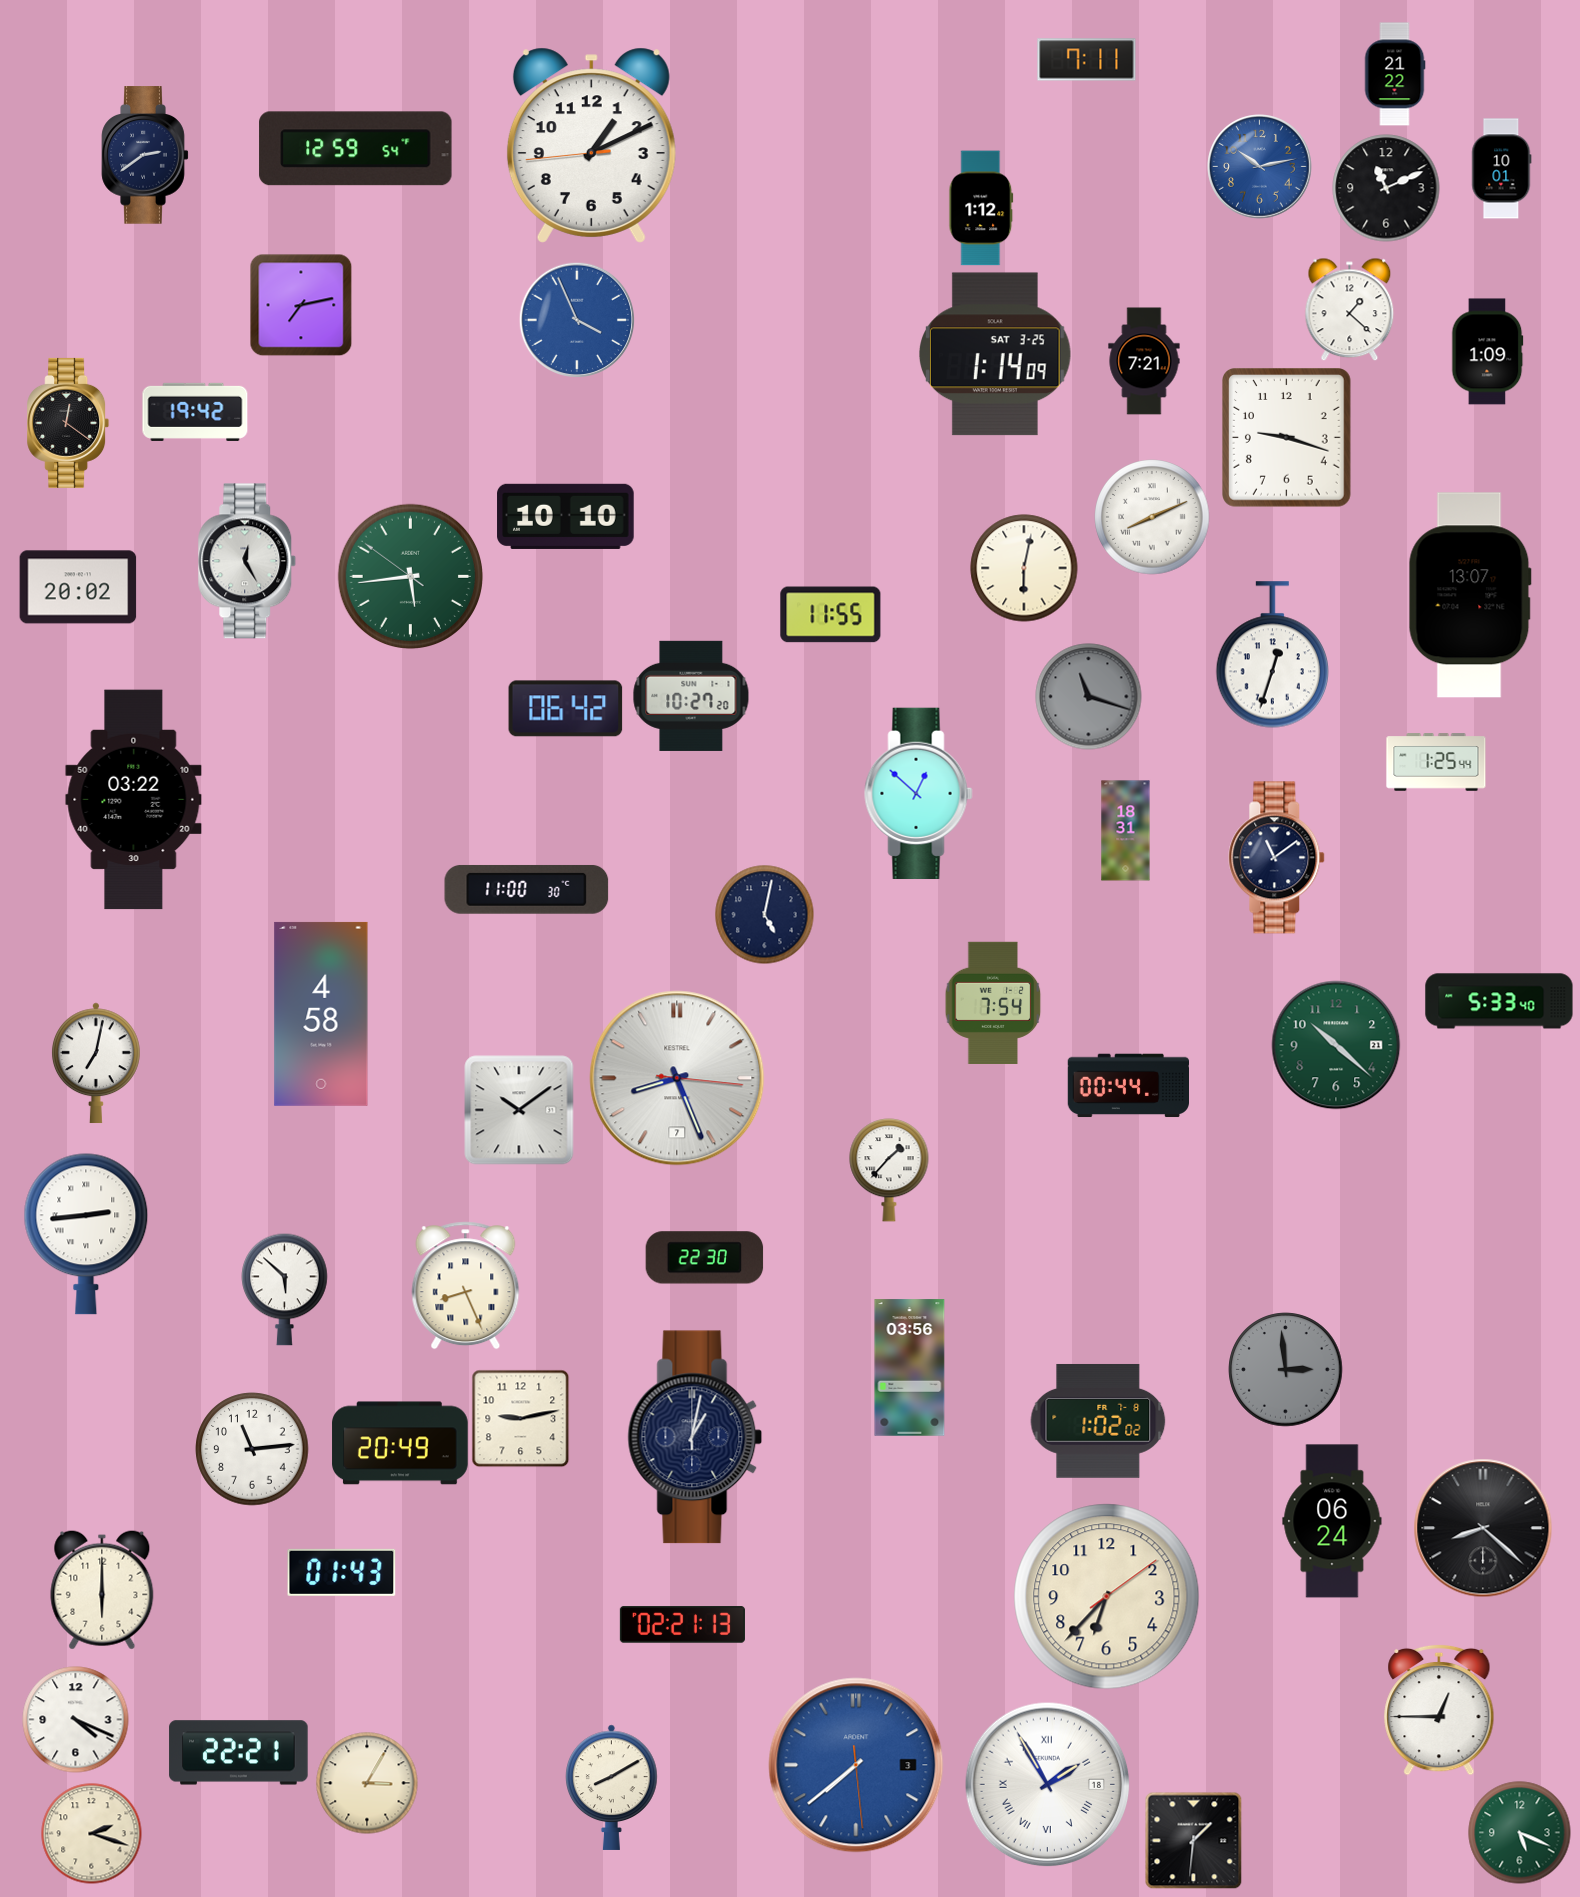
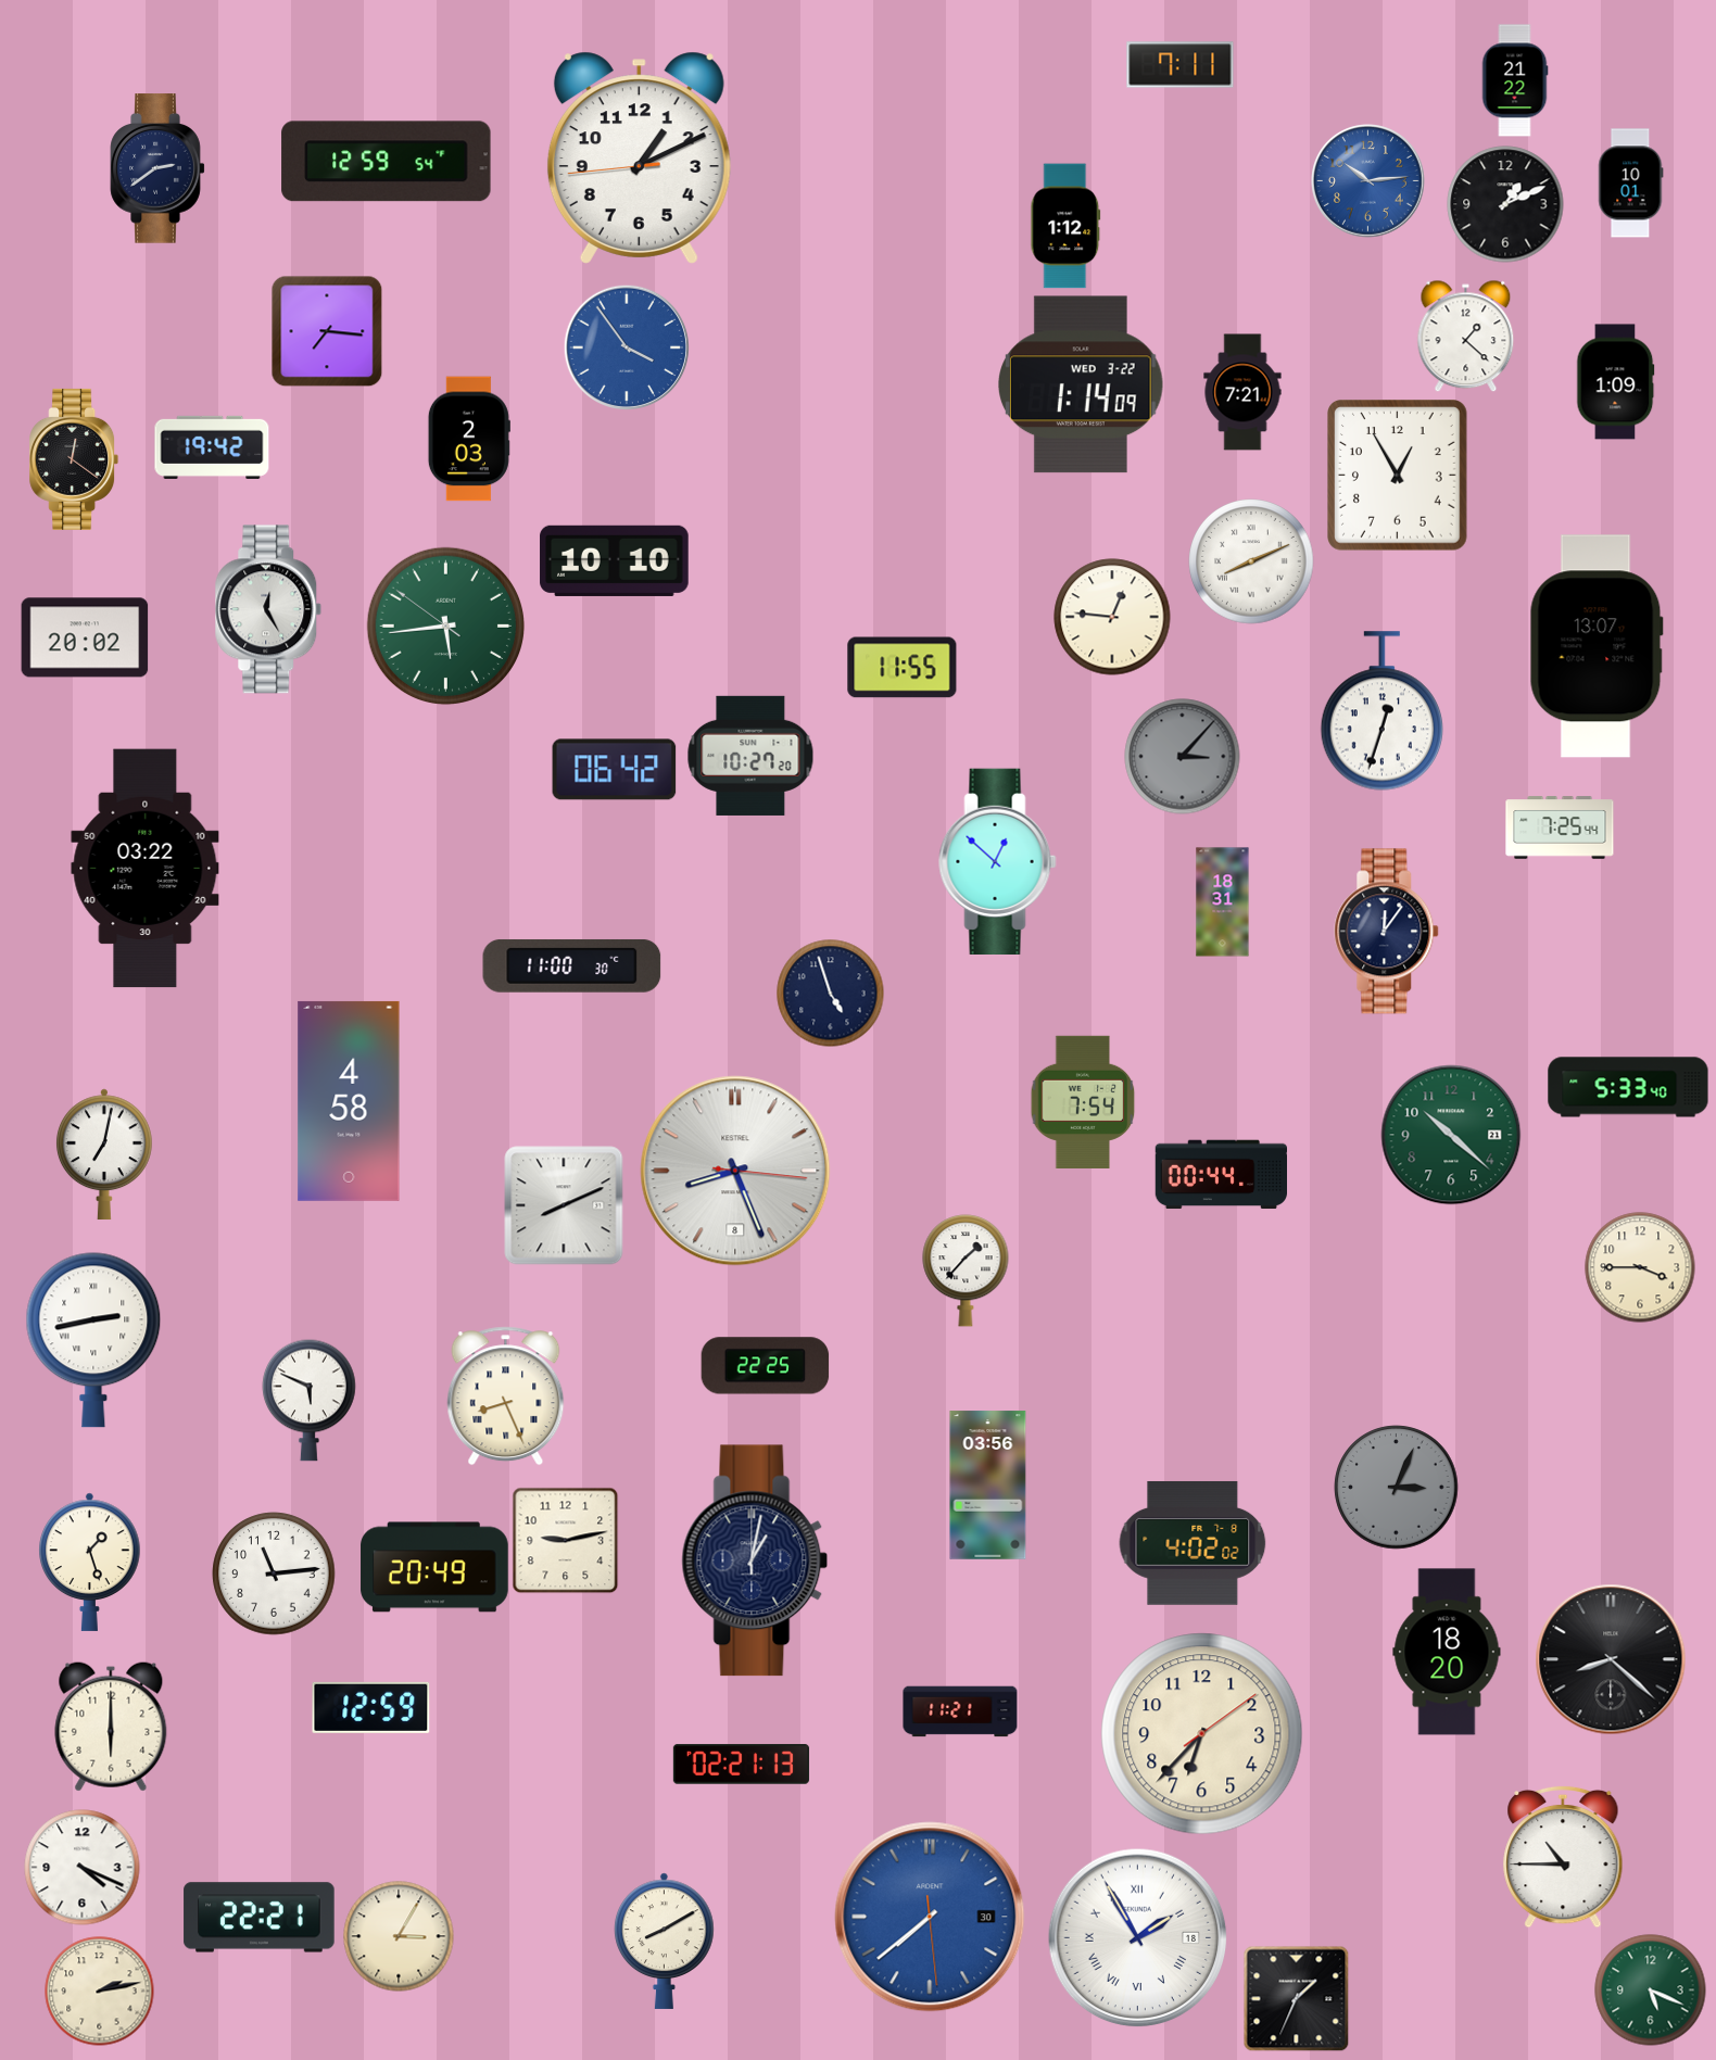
clock at (591, 145) position: (591, 145) -> (639, 157)
clock at (1260, 167): 10:13 -> 10:14
clock at (1386, 188): 11:11 -> 1:11
clock at (301, 305): 7:13 -> 7:16
clock at (576, 319): 3:56 -> 3:54
clock at (996, 354) date: SAT 3-25 -> WED 3-22
clock at (469, 439): none -> 2:03
clock at (1287, 438): 9:18 -> 12:55
clock at (1024, 568): 6:02 -> 12:46
clock at (1089, 697): 11:18 -> 3:07
clock at (1436, 762): 1:25 -> 7:25
clock at (1277, 858): 11:09 -> 12:06
clock at (765, 915): 5:02 -> 4:57
clock at (993, 1002) position: (993, 1002) -> (1083, 1101)
clock at (677, 1078) date: 7 -> 8
clock at (1128, 1086) position: (1128, 1086) -> (1221, 1175)
clock at (519, 1110): 10:09 -> 8:11
clock at (1640, 1267): none -> 3:45
clock at (86, 1234): 2:44 -> 2:43
clock at (705, 1258): 22:30 -> 22:25
clock at (285, 1289): 5:52 -> 5:49
clock at (1286, 1370): 2:59 -> 3:04
clock at (1098, 1421): 1:02 -> 4:02
clock at (90, 1562): none -> 1:27
clock at (1332, 1521): 06:24 -> 18:20
clock at (342, 1572): 01:43 -> 12:59
clock at (960, 1711): none -> 11:21
clock at (1439, 1710): 12:45 -> 10:45
clock at (239, 1753) position: (239, 1753) -> (260, 1918)
clock at (856, 1765) date: 3 -> 30
clock at (92, 1834): 2:18 -> 2:13
clock at (1193, 1840): 1:31 -> 1:34
